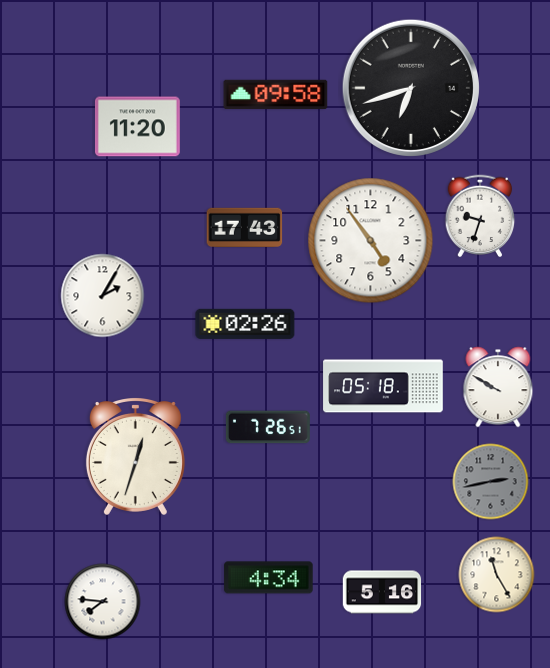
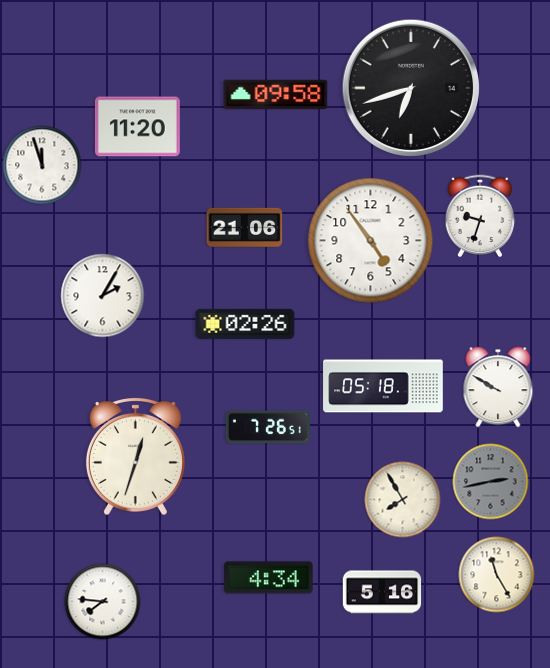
clock at (42, 165): none -> 11:57
clock at (245, 227): 17:43 -> 21:06
clock at (403, 500): none -> 7:55
